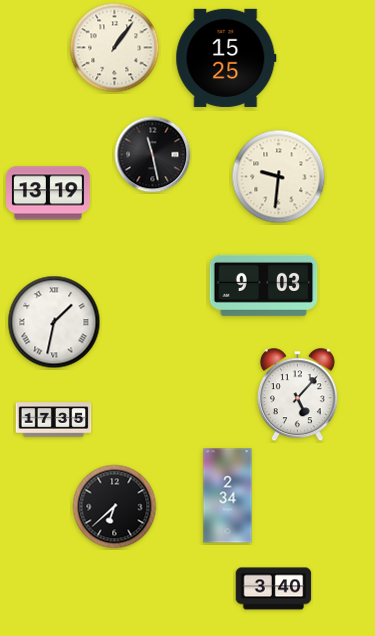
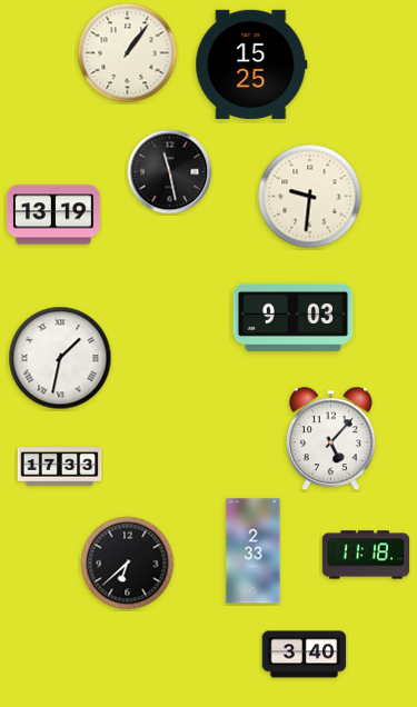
clock at (54, 420): 17:35 -> 17:33
clock at (228, 496): 2:34 -> 2:33
clock at (365, 555): none -> 11:18
